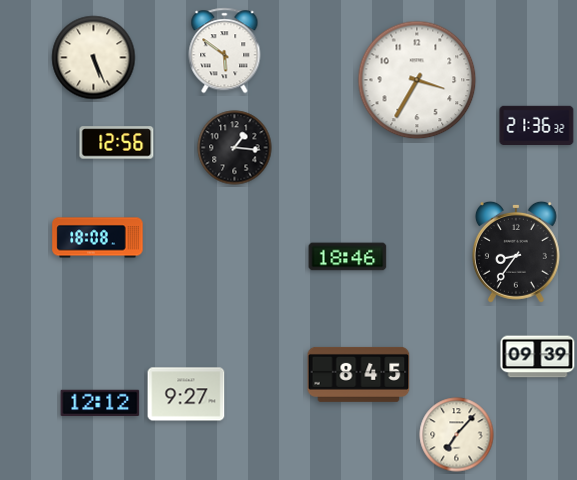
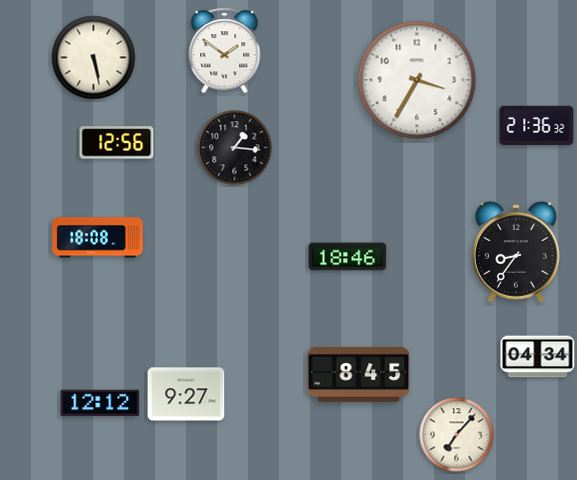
clock at (225, 51): 5:51 -> 1:51
clock at (94, 58): 5:26 -> 5:28
clock at (538, 357): 09:39 -> 04:34
